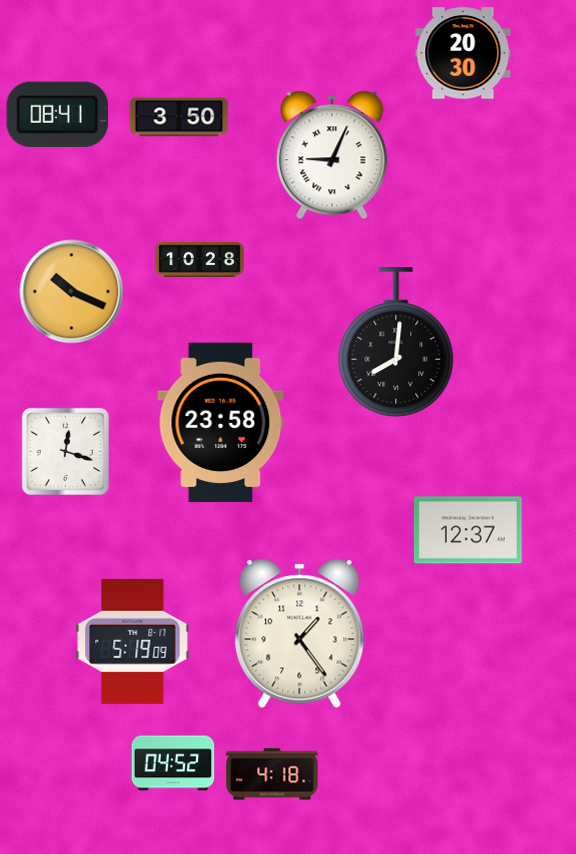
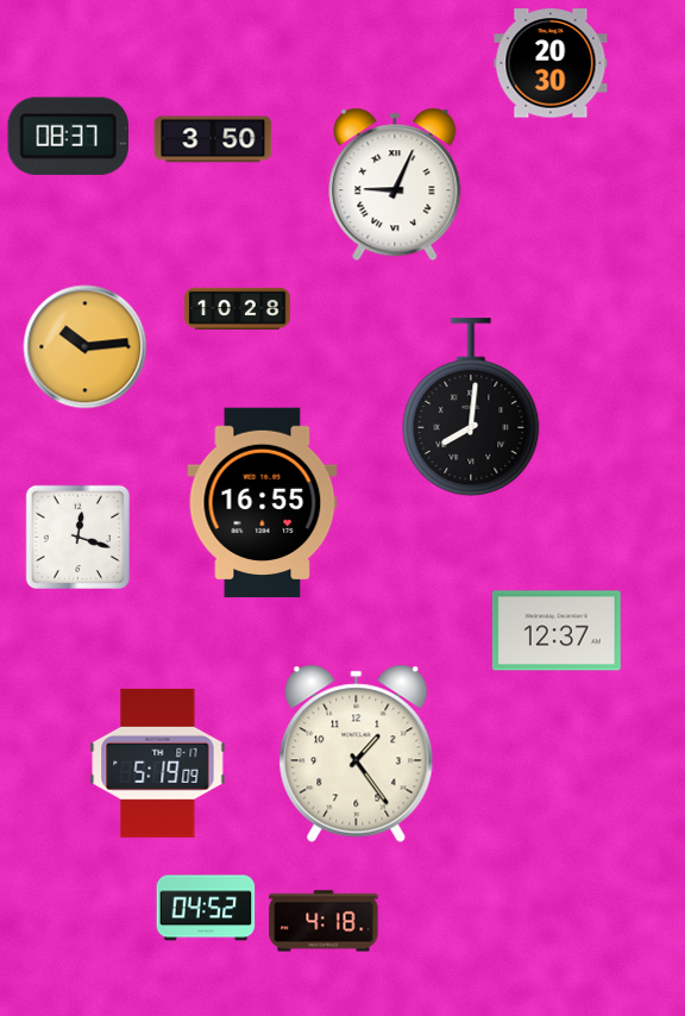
clock at (57, 114): 08:41 -> 08:37
clock at (72, 292): 10:19 -> 10:14
clock at (221, 423): 23:58 -> 16:55
